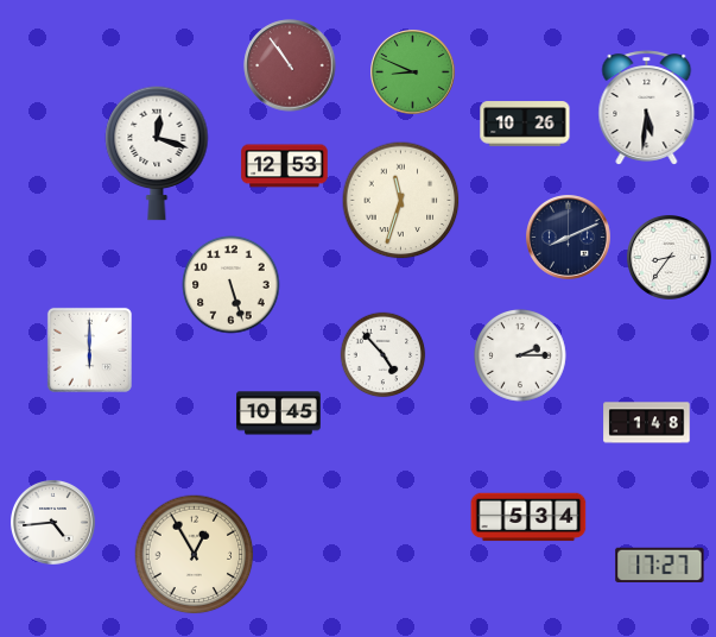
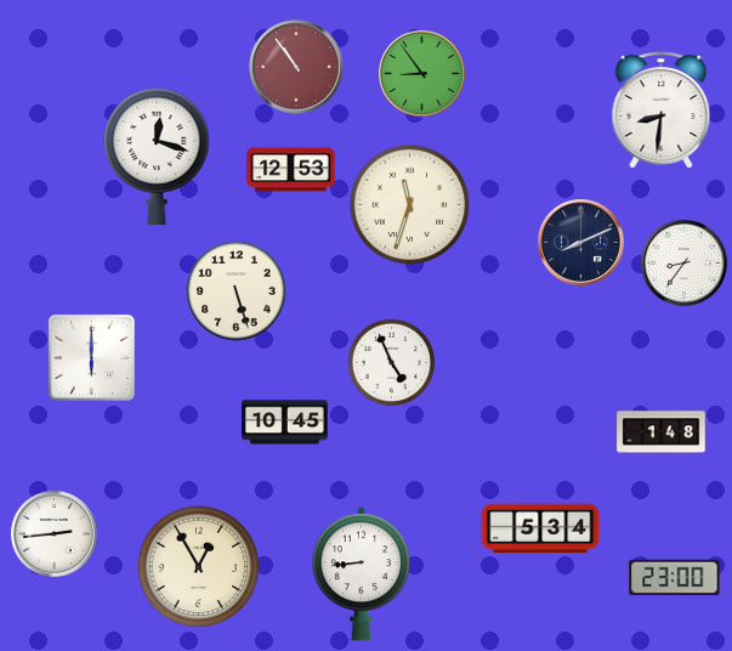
clock at (413, 72): 8:49 -> 8:54
clock at (647, 108): 5:31 -> 8:31
clock at (525, 124): 10:26 -> none
clock at (157, 153) position: (157, 153) -> (157, 157)
clock at (384, 355): 4:53 -> 4:56
clock at (521, 357): 2:15 -> none
clock at (53, 523): 4:44 -> 2:44
clock at (361, 574): none -> 8:44
clock at (660, 566): 17:27 -> 23:00
